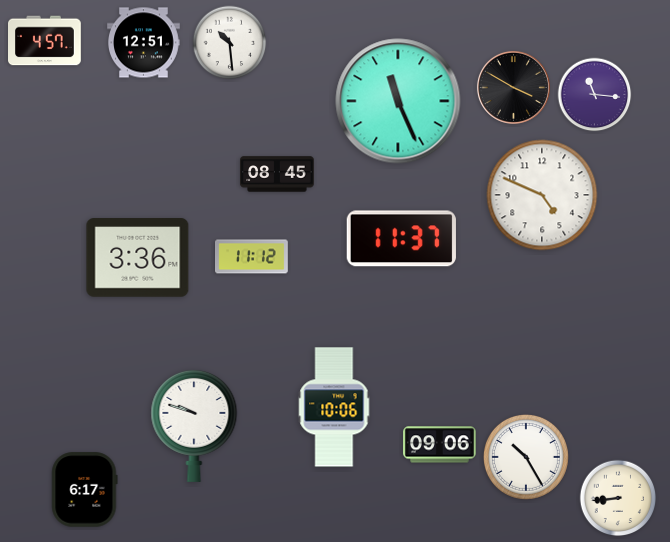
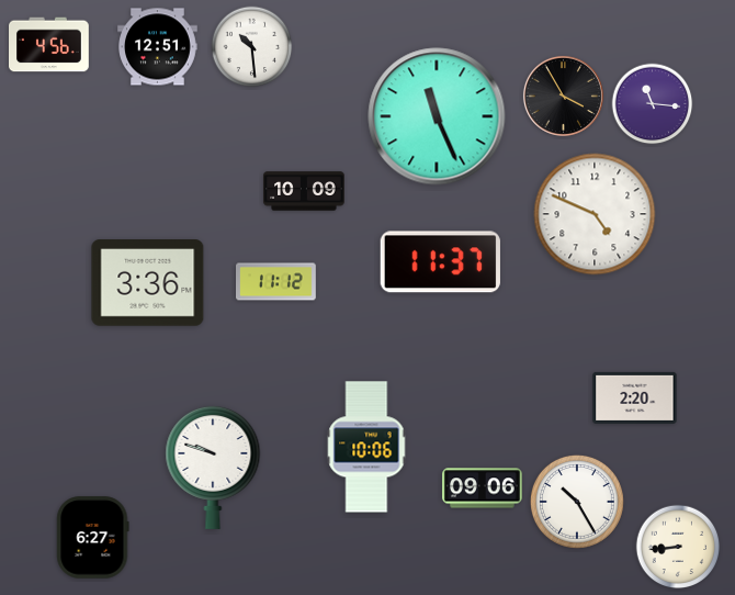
clock at (45, 41): 4:57 -> 4:56
clock at (513, 87): 3:50 -> 3:55
clock at (398, 101) position: (398, 101) -> (437, 116)
clock at (277, 174): 08:45 -> 10:09
clock at (138, 258) position: (138, 258) -> (148, 283)
clock at (635, 397): none -> 2:20
clock at (85, 490): 6:17 -> 6:27
